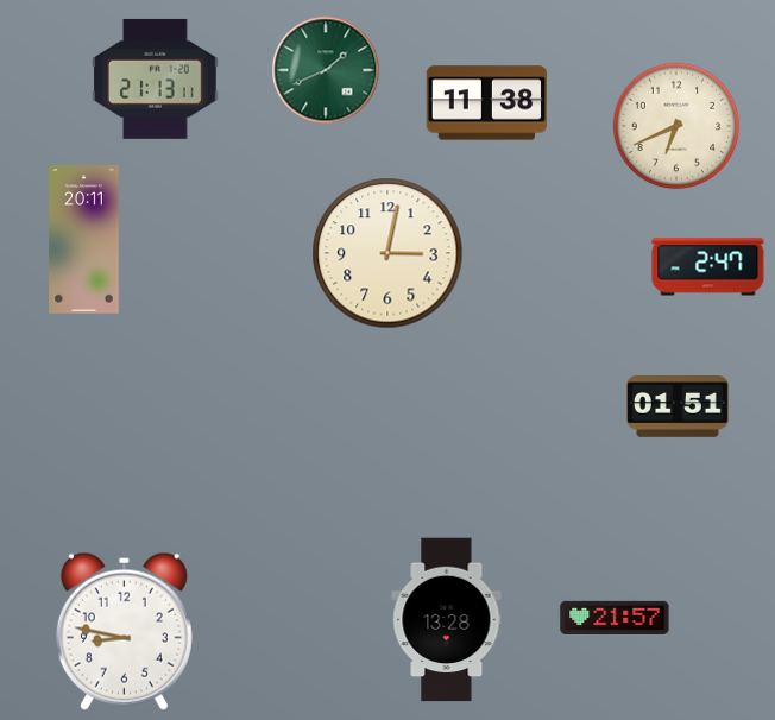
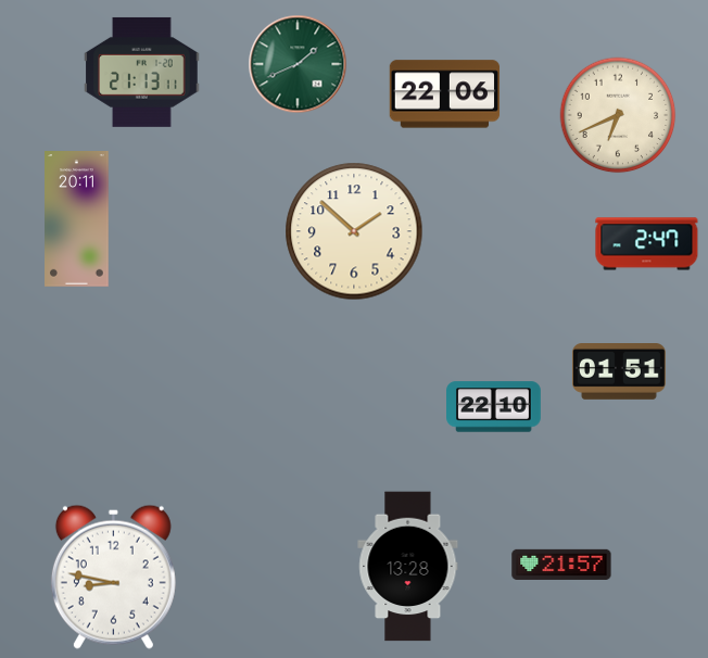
clock at (487, 103): 11:38 -> 22:06
clock at (387, 253): 3:02 -> 1:52
clock at (494, 407): none -> 22:10
